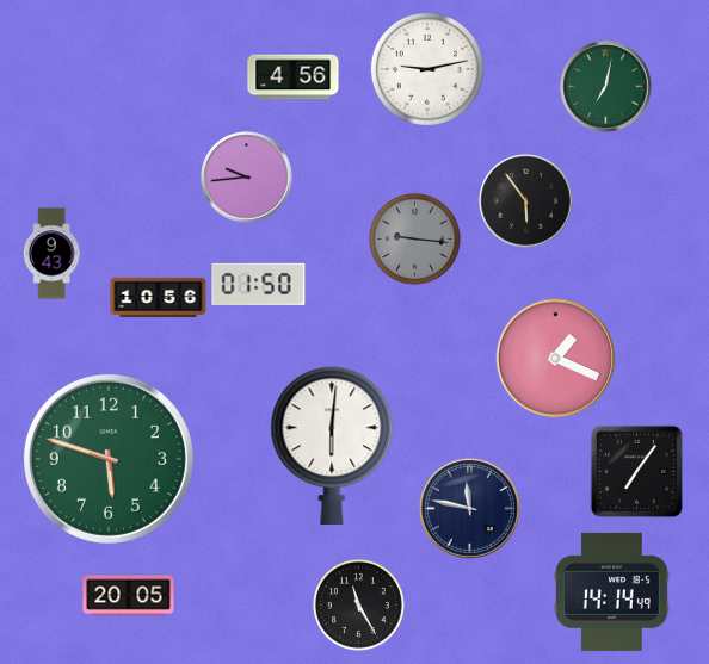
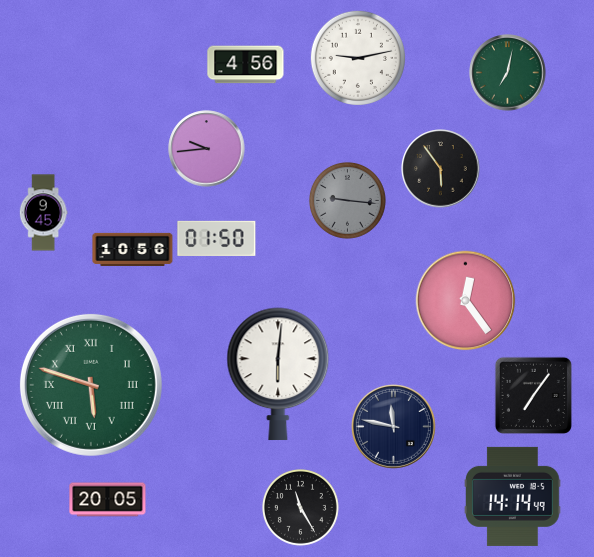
clock at (51, 254): 9:43 -> 9:45
clock at (556, 359): 1:19 -> 12:24
clock at (109, 459) numerals: Arabic -> Roman
